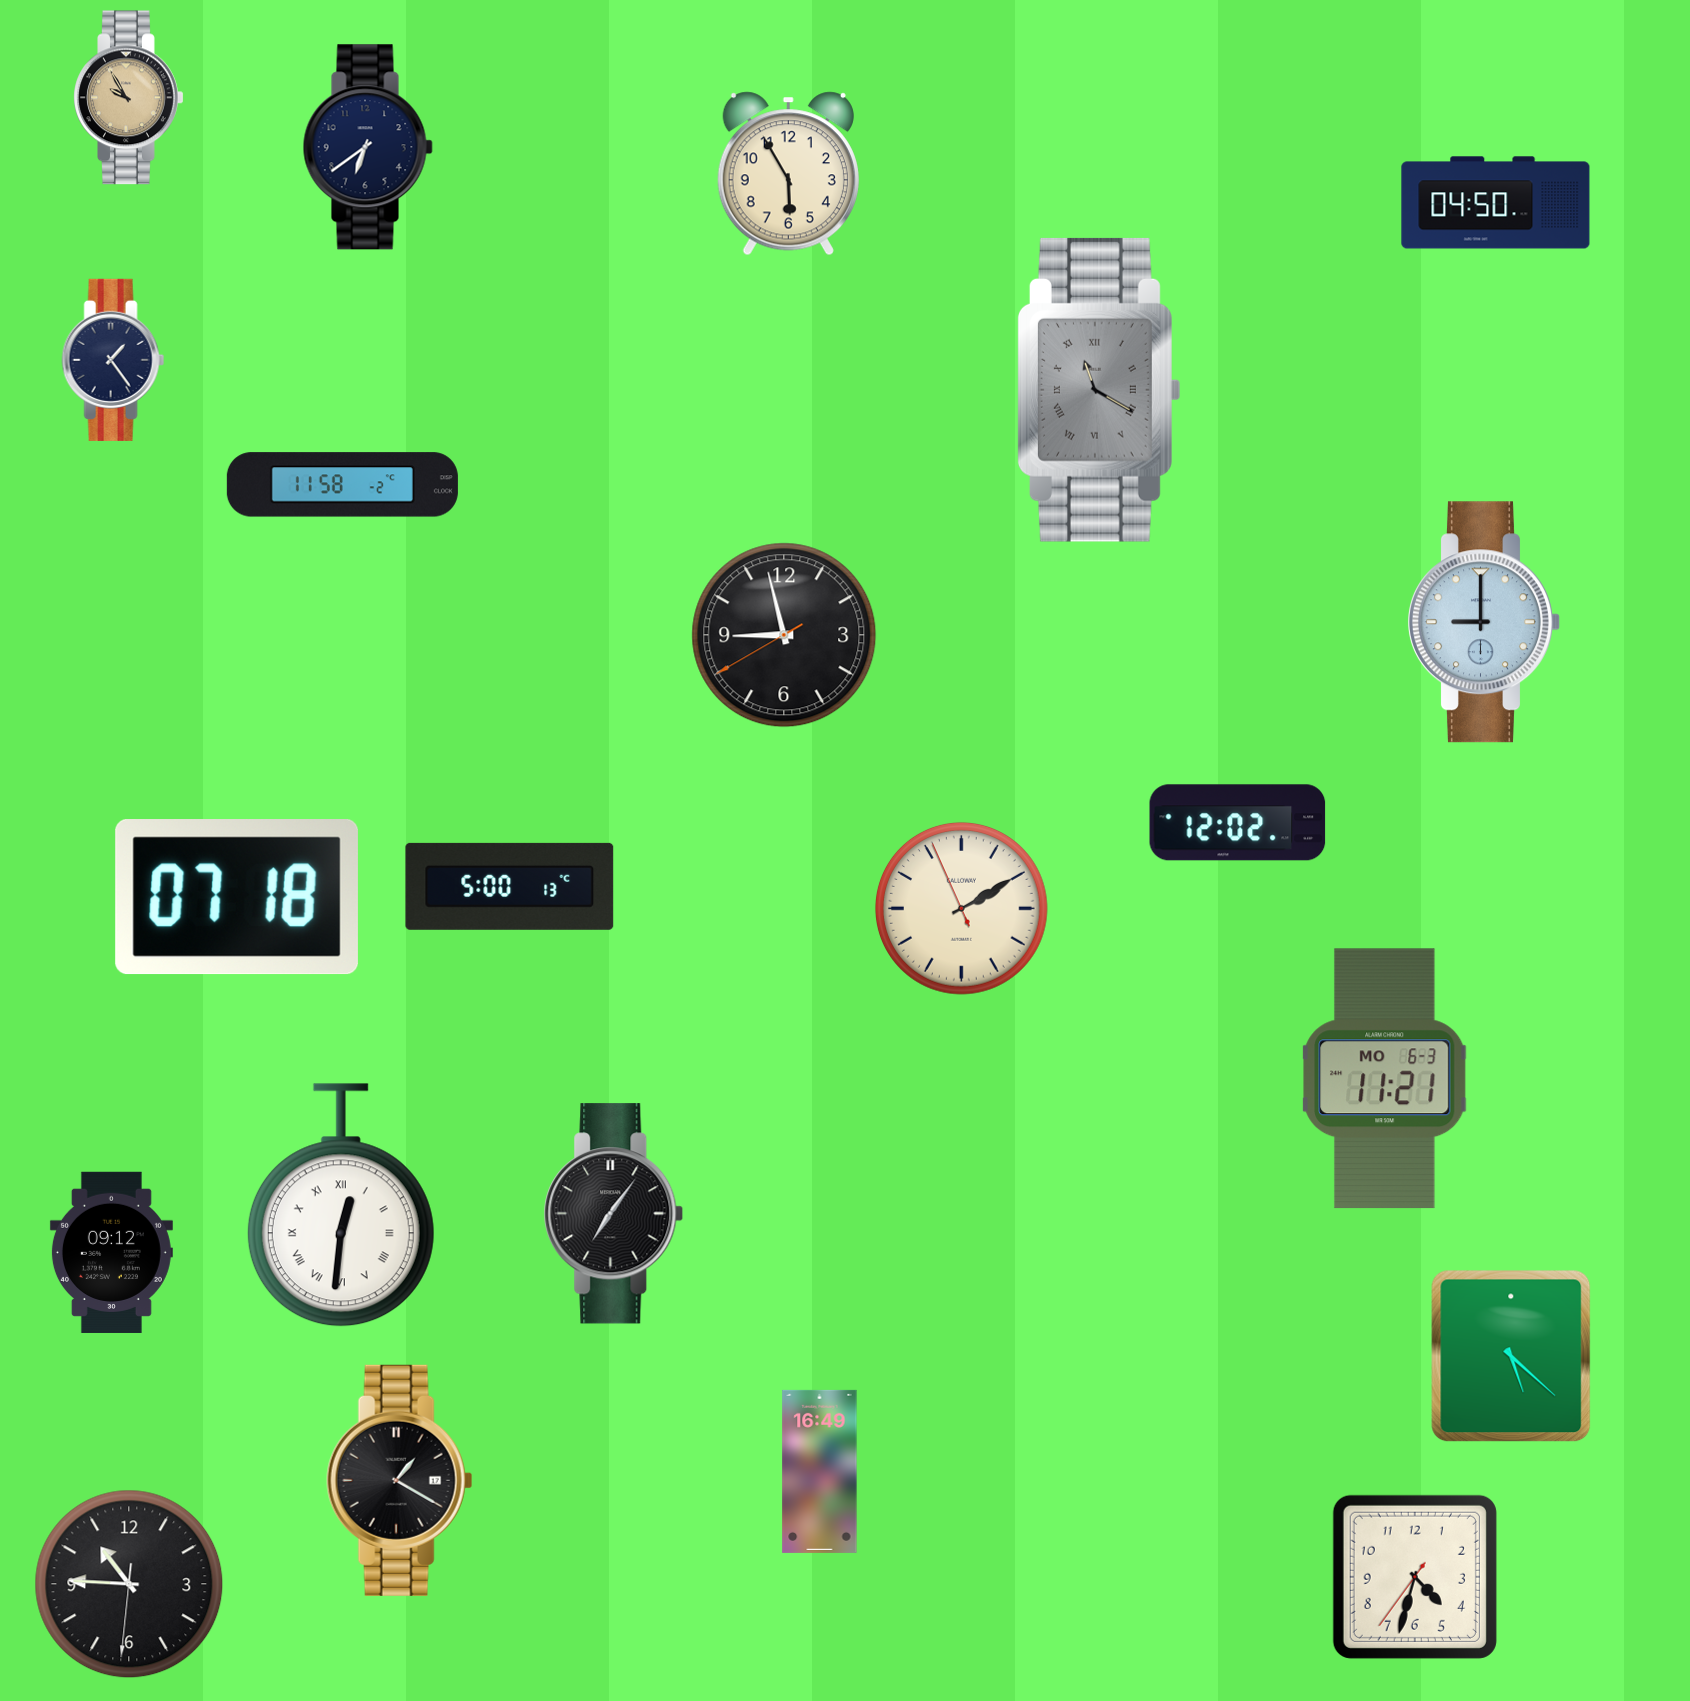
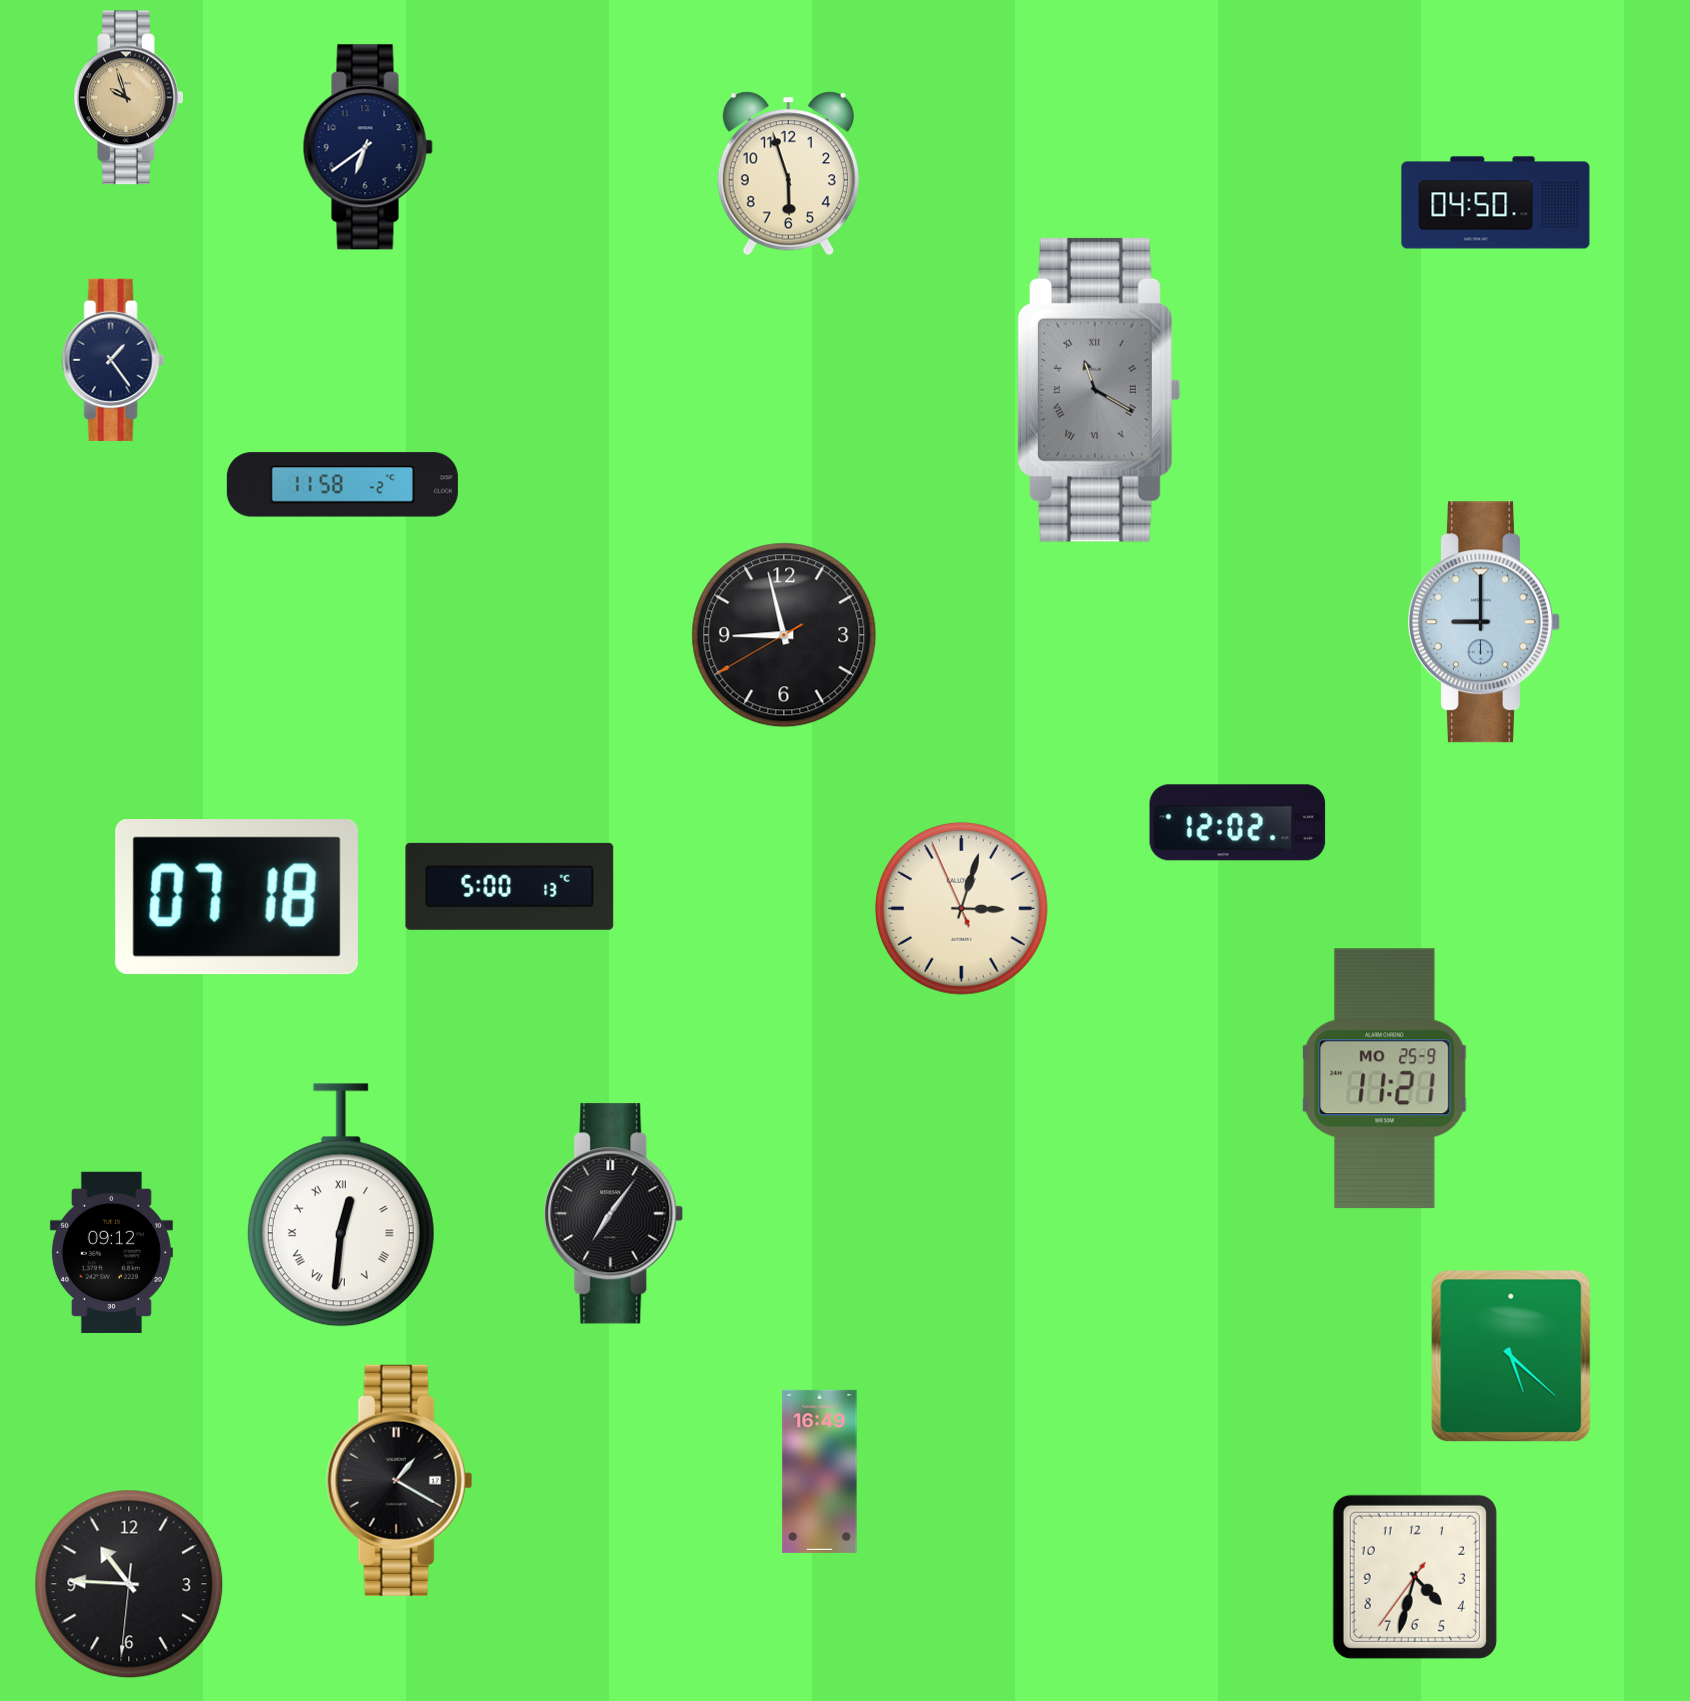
clock at (129, 98): 9:55 -> 9:57
clock at (788, 174): 5:55 -> 5:57
clock at (961, 908): 2:09 -> 3:02
clock at (1385, 1079) date: MO 6-3 -> MO 25-9
